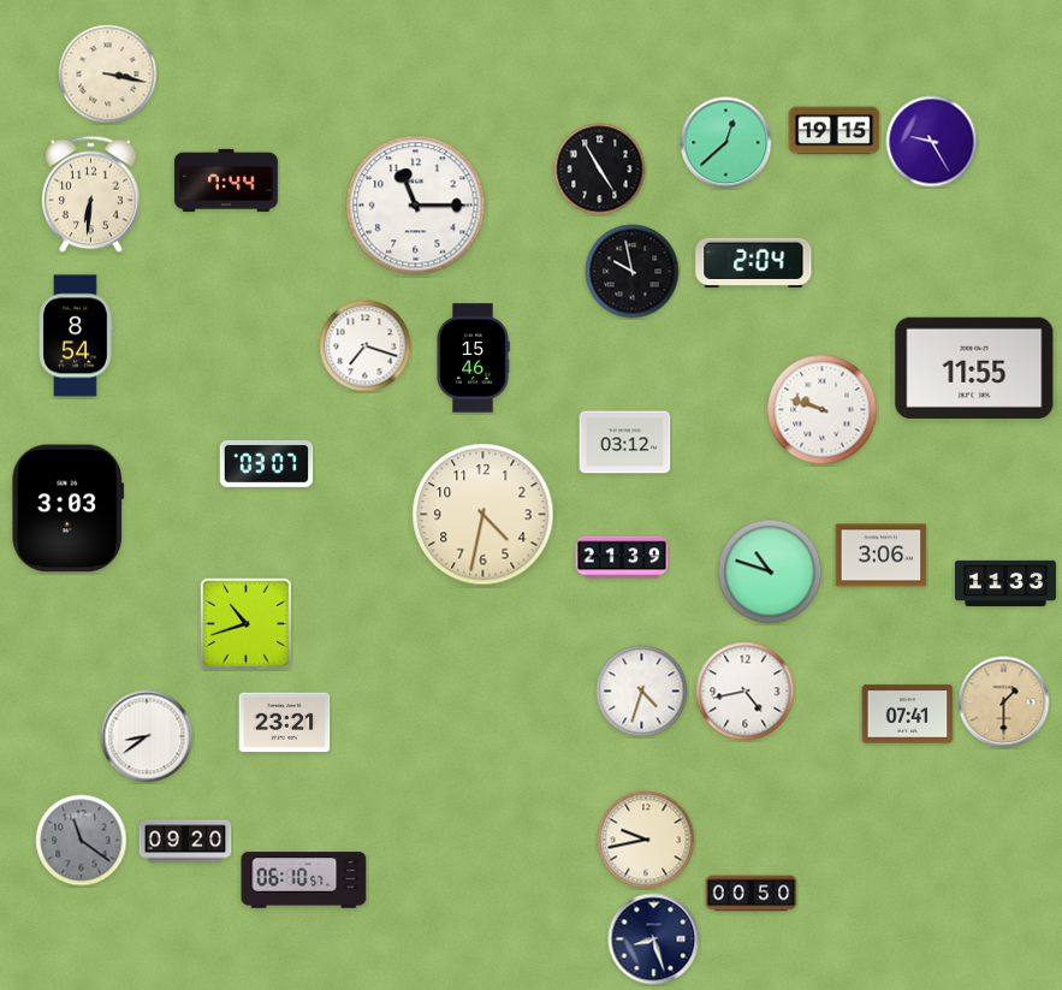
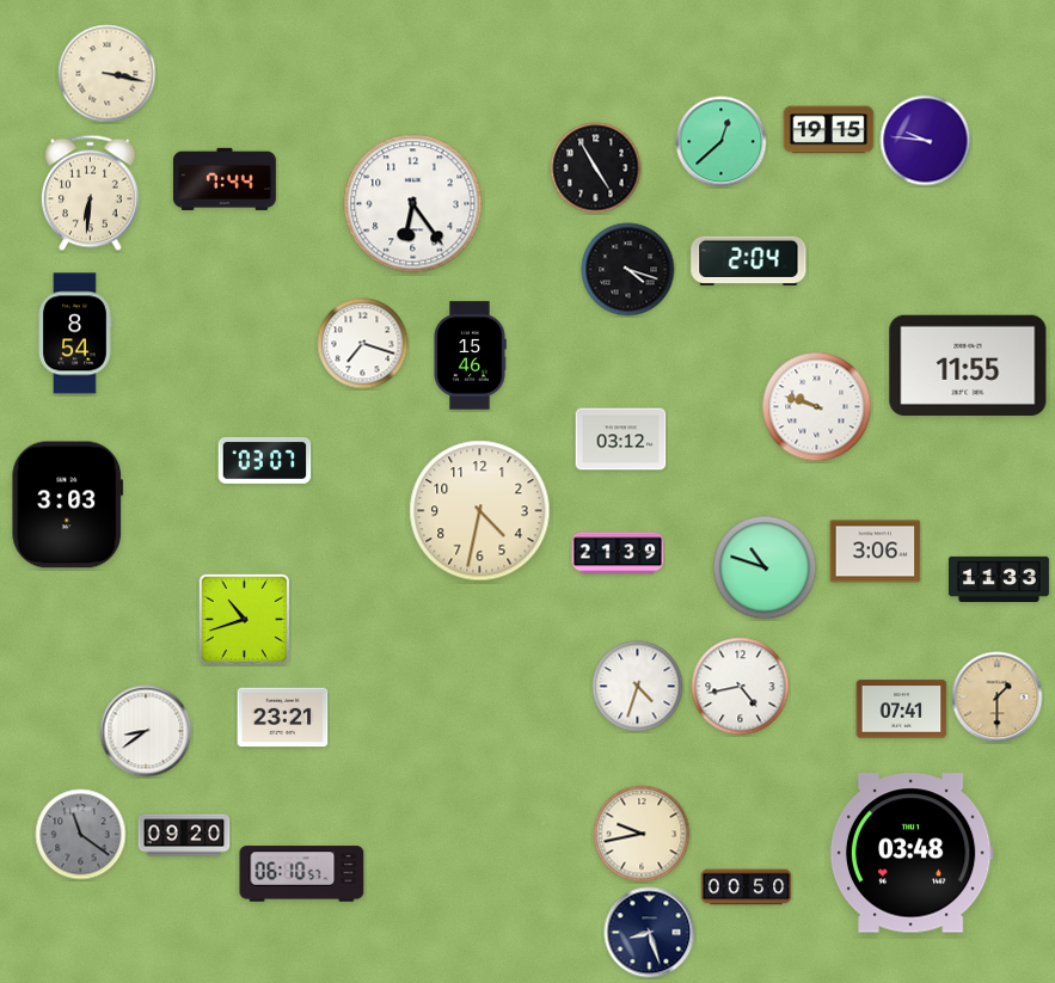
clock at (932, 142): 9:25 -> 9:46
clock at (416, 206): 11:15 -> 6:24
clock at (633, 272): 9:58 -> 4:18
clock at (912, 853): none -> 03:48
